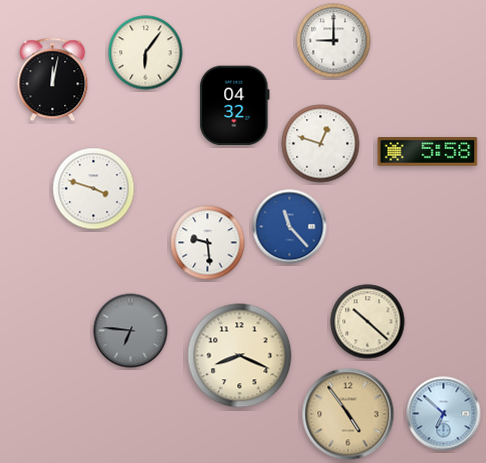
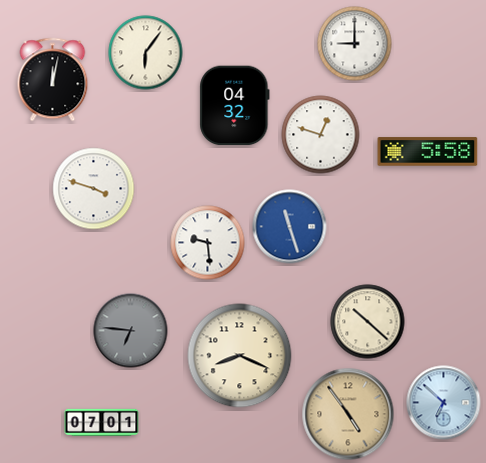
clock at (334, 41) position: (334, 41) -> (355, 44)
clock at (321, 144) position: (321, 144) -> (321, 135)
clock at (290, 227): 11:23 -> 11:27
clock at (444, 414) position: (444, 414) -> (444, 403)
clock at (102, 422): none -> 07:01
